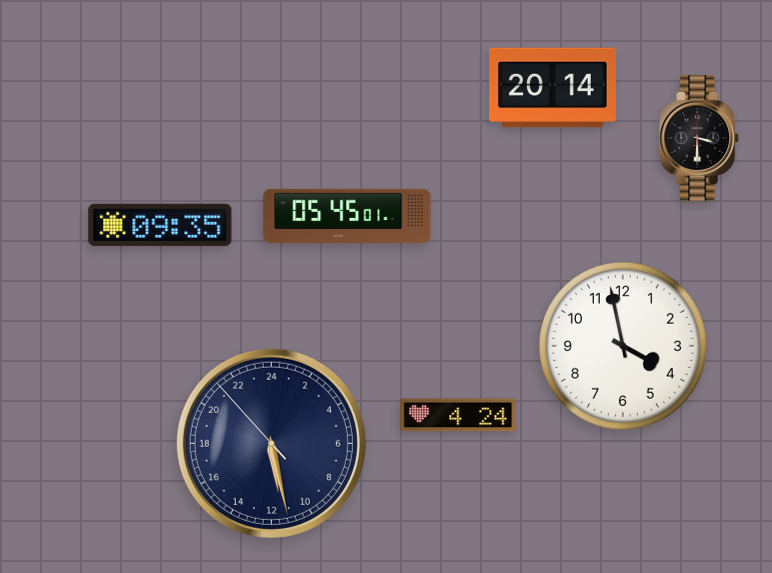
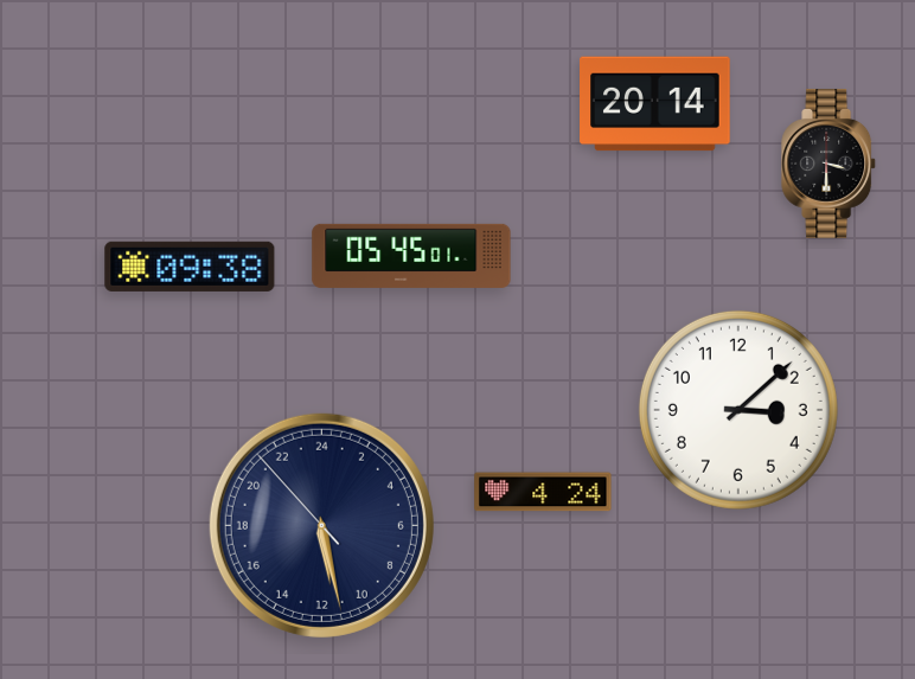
clock at (160, 225): 09:35 -> 09:38
clock at (623, 346): 3:58 -> 3:08
